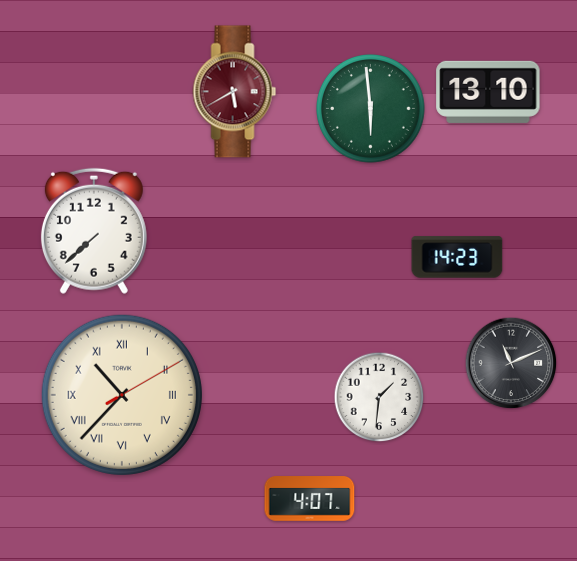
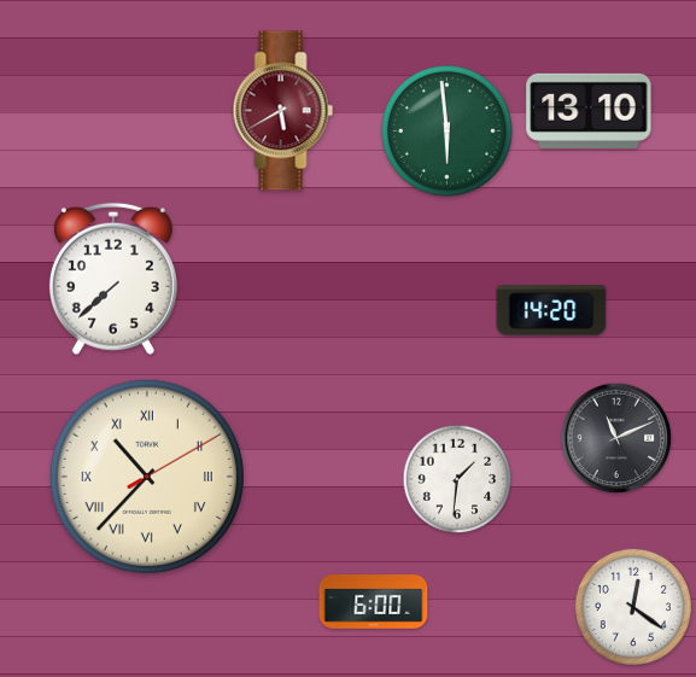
clock at (457, 257): 14:23 -> 14:20
clock at (310, 499): 4:07 -> 6:00
clock at (633, 607): none -> 12:21
